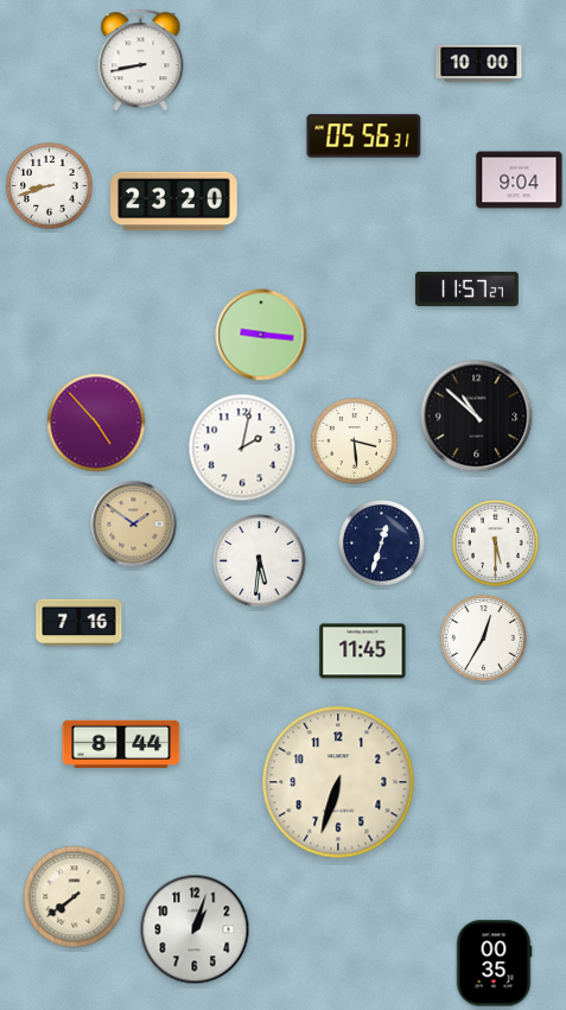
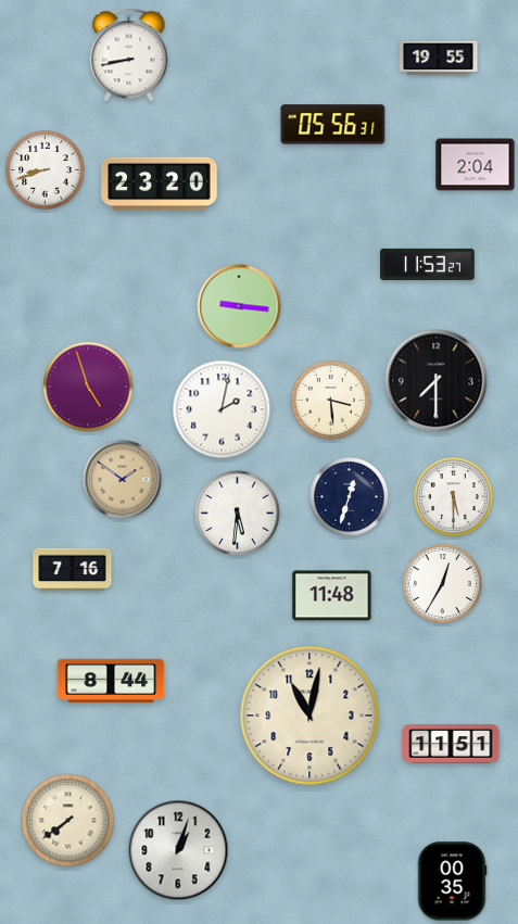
clock at (479, 64): 10:00 -> 19:55
clock at (520, 180): 9:04 -> 2:04
clock at (468, 288): 11:57 -> 11:53
clock at (477, 417): 10:52 -> 7:30
clock at (96, 423): 4:53 -> 4:57
clock at (355, 442) position: (355, 442) -> (331, 401)
clock at (363, 652): 11:45 -> 11:48
clock at (338, 782): 6:33 -> 11:02
clock at (451, 744): none -> 11:51
